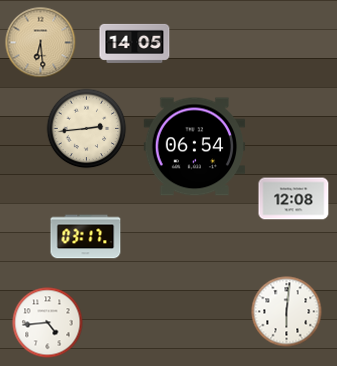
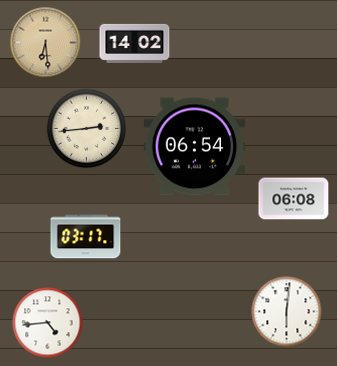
clock at (41, 43) position: (41, 43) -> (46, 43)
clock at (135, 43): 14:05 -> 14:02
clock at (294, 199): 12:08 -> 06:08
